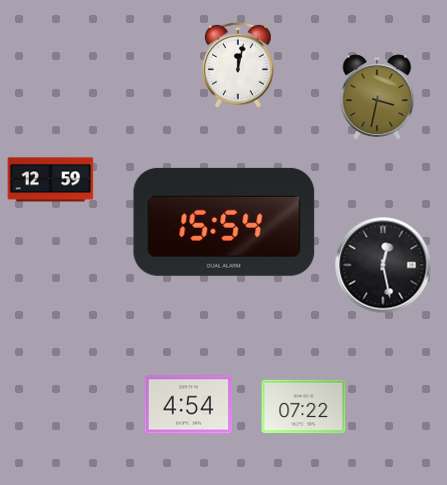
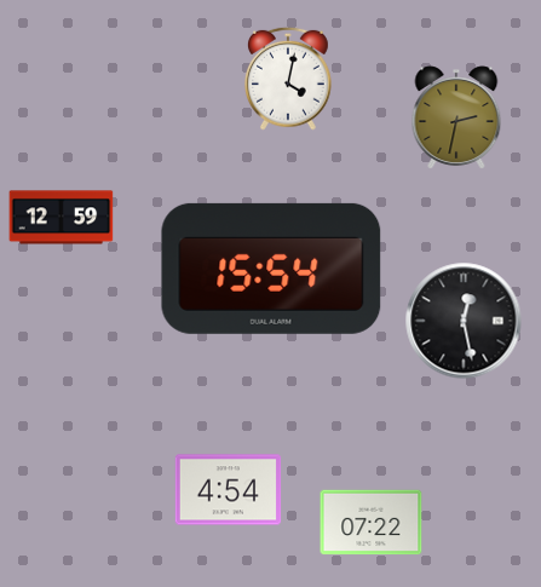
clock at (239, 65): 12:02 -> 4:02
clock at (377, 97): 3:32 -> 2:32
clock at (304, 407) position: (304, 407) -> (372, 523)
